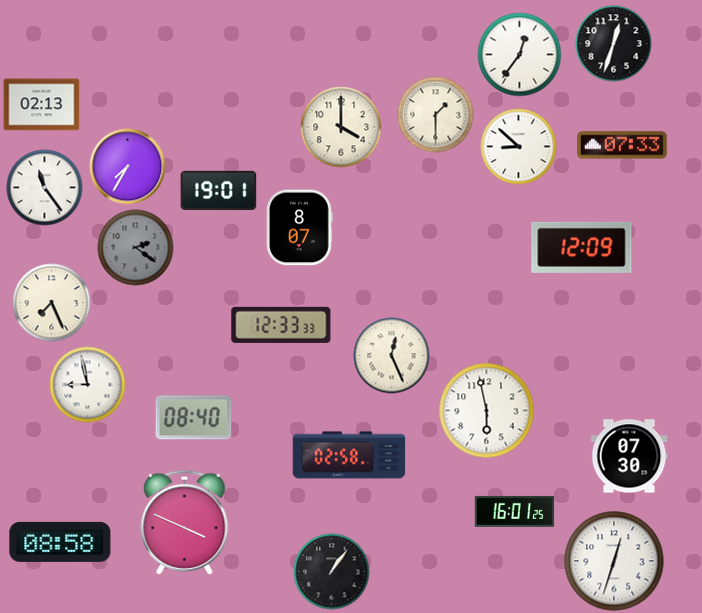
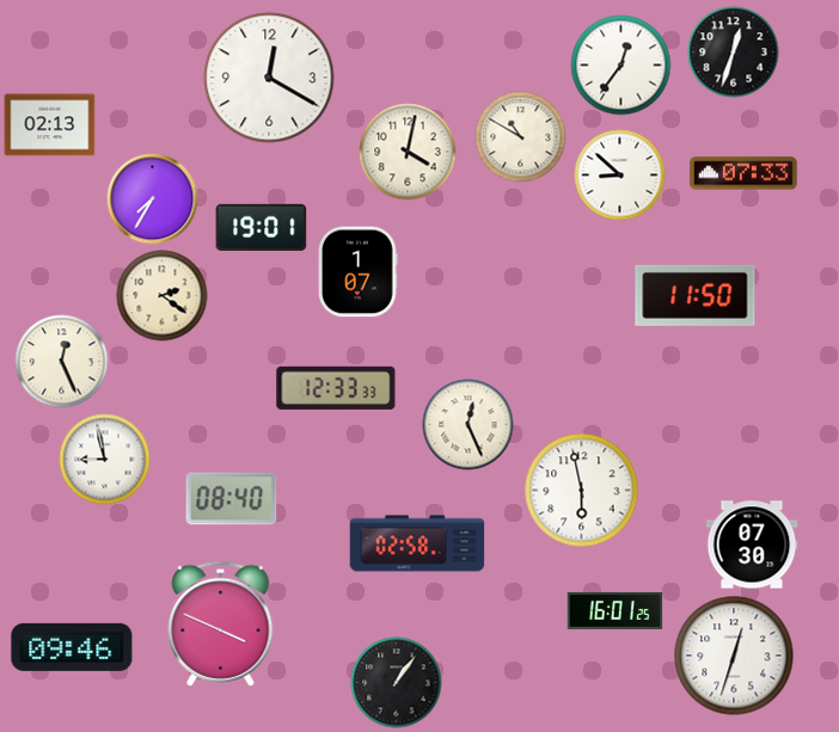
clock at (269, 78): none -> 12:20
clock at (436, 115): 1:30 -> 10:50
clock at (341, 127): 4:00 -> 4:02
clock at (45, 188): 11:24 -> none
clock at (300, 228): 8:07 -> 1:07
clock at (582, 247): 12:09 -> 11:50
clock at (136, 248) dial: grey -> cream
clock at (52, 303): 7:26 -> 12:26
clock at (60, 542): 08:58 -> 09:46
clock at (614, 561) position: (614, 561) -> (734, 656)
